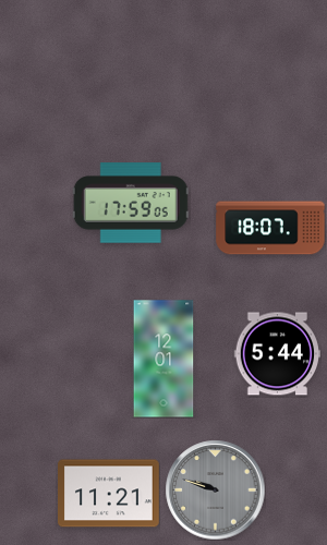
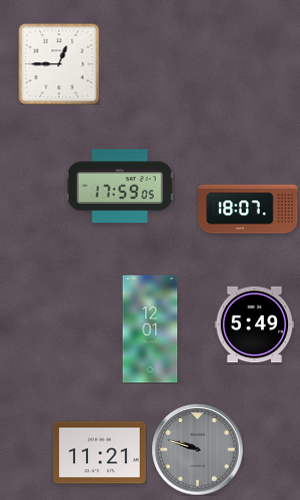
clock at (59, 64): none -> 12:45
clock at (277, 354): 5:44 -> 5:49
